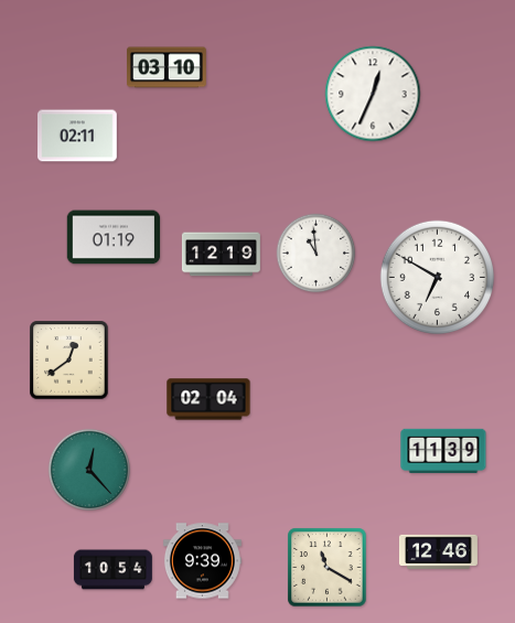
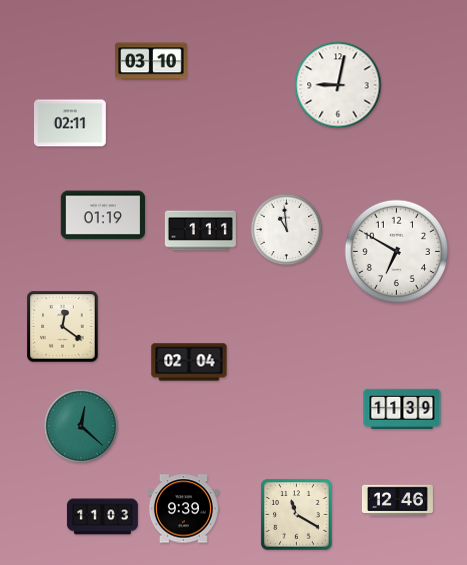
clock at (373, 94): 12:34 -> 9:02
clock at (221, 255): 12:19 -> 1:11
clock at (69, 361): 12:39 -> 12:21
clock at (88, 469): 12:23 -> 12:22
clock at (112, 570): 10:54 -> 11:03
